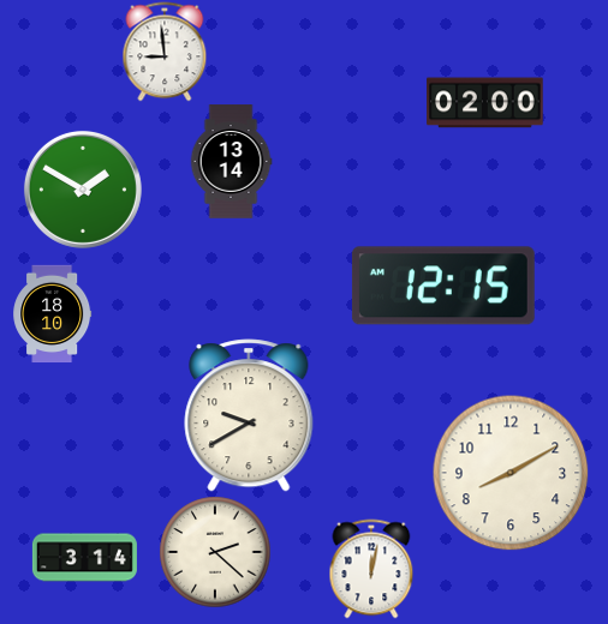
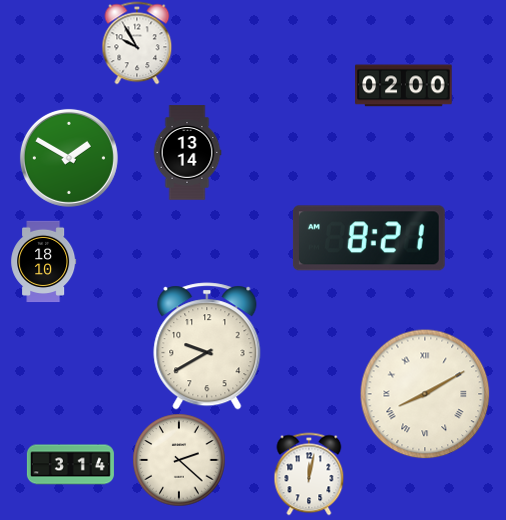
clock at (165, 52): 8:59 -> 9:55
clock at (231, 162) position: (231, 162) -> (187, 153)
clock at (443, 286): 12:15 -> 8:21
clock at (511, 473) numerals: Arabic -> Roman
